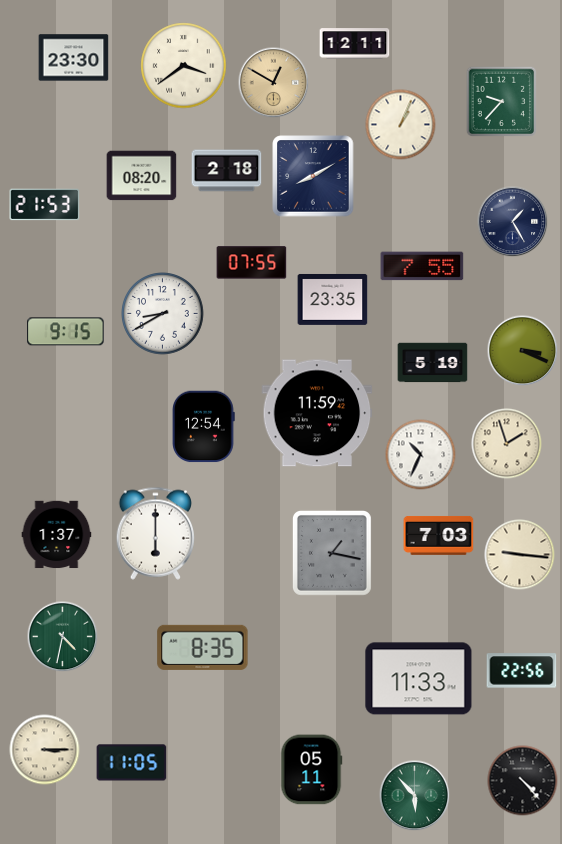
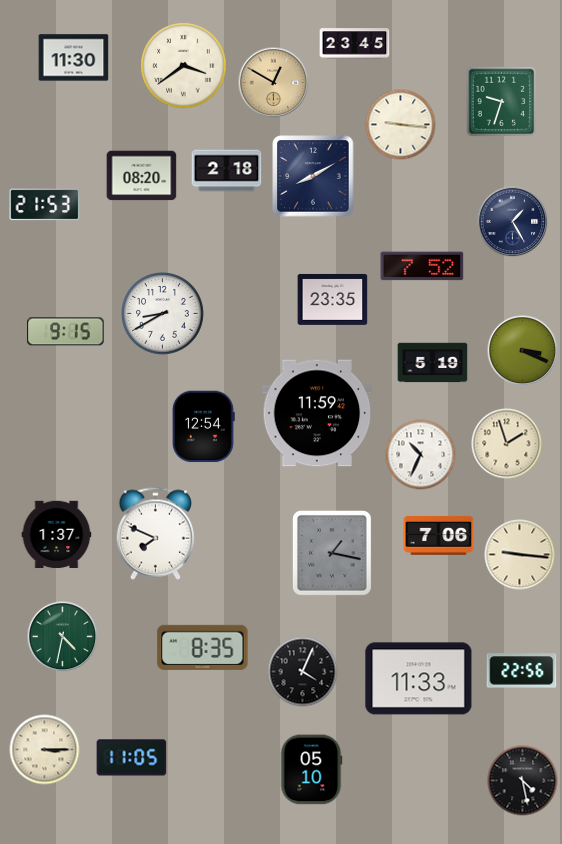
clock at (355, 44): 12:11 -> 23:45
clock at (74, 58): 23:30 -> 11:30
clock at (501, 101): 9:37 -> 9:33
clock at (401, 125): 1:04 -> 9:16
clock at (252, 263): 07:55 -> none
clock at (422, 266): 7:55 -> 7:52
clock at (156, 533): 6:00 -> 7:49
clock at (439, 535): 7:03 -> 7:06
clock at (303, 672): none -> 4:04
clock at (132, 763) position: (132, 763) -> (132, 758)
clock at (312, 770): 05:11 -> 05:10
clock at (523, 781): 4:23 -> 4:28
clock at (415, 796): 5:53 -> none
